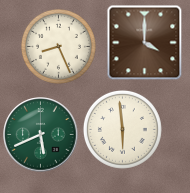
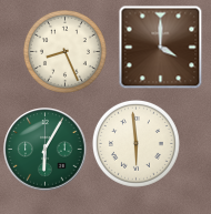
clock at (41, 135): 5:41 -> 6:05
